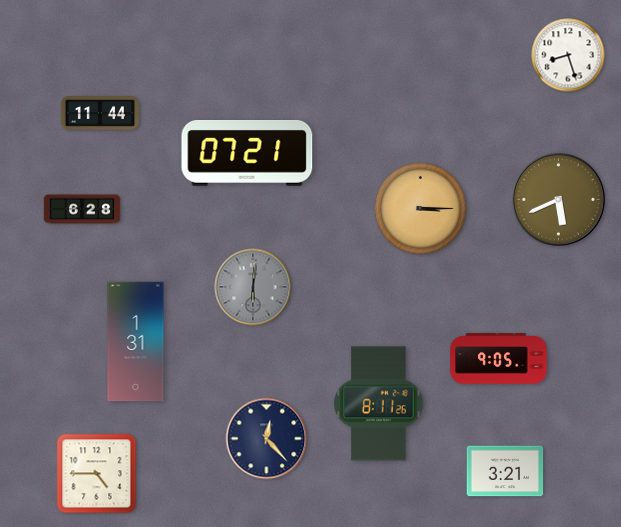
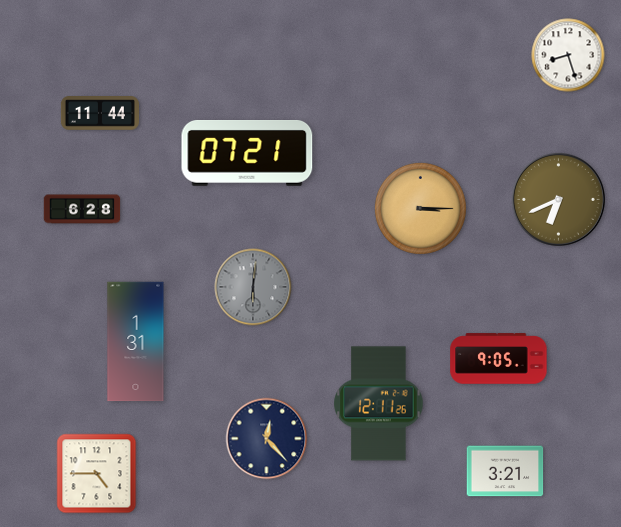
clock at (558, 199): 5:41 -> 6:41
clock at (379, 404): 8:11 -> 12:11
